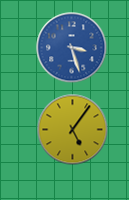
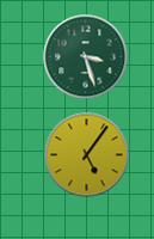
clock at (72, 48) dial: blue -> green
